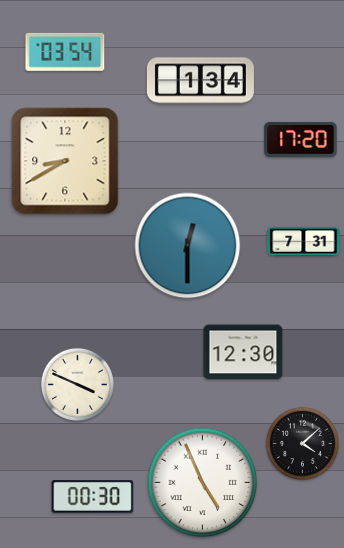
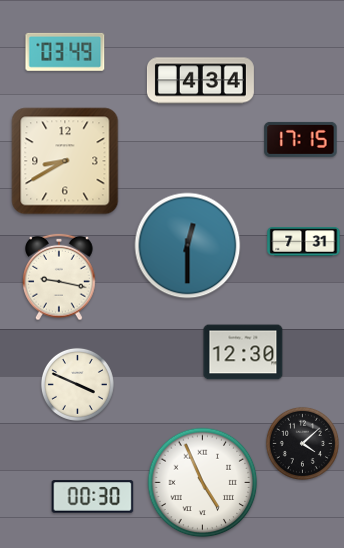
clock at (65, 52): 03:54 -> 03:49
clock at (200, 81): 1:34 -> 4:34
clock at (301, 139): 17:20 -> 17:15
clock at (59, 277): none -> 9:17
